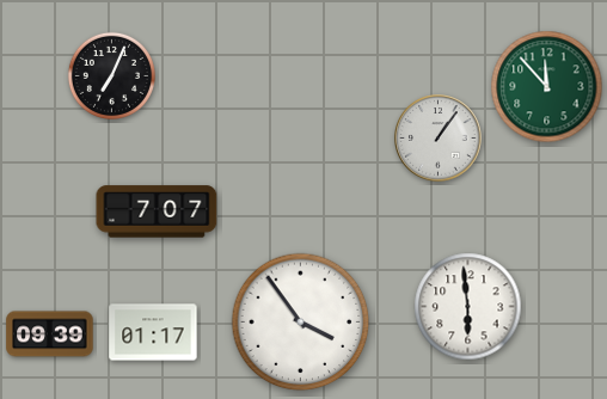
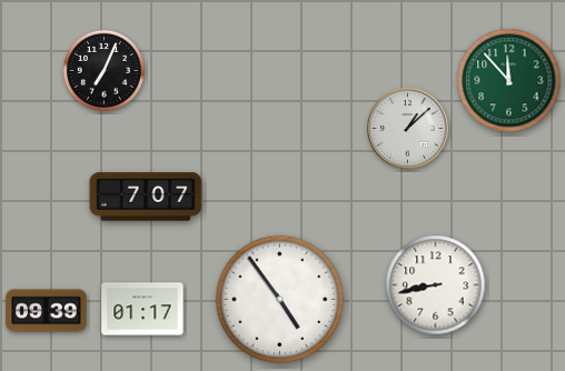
clock at (439, 139): 1:06 -> 1:08
clock at (468, 307): 5:59 -> 8:43
clock at (301, 323): 3:54 -> 4:54
